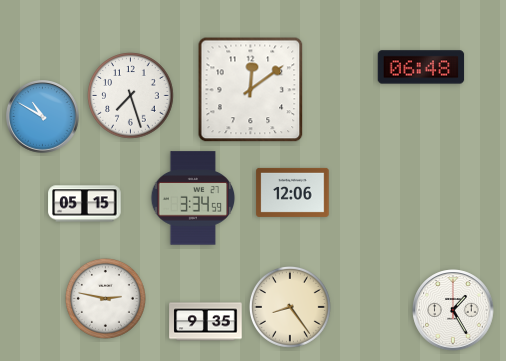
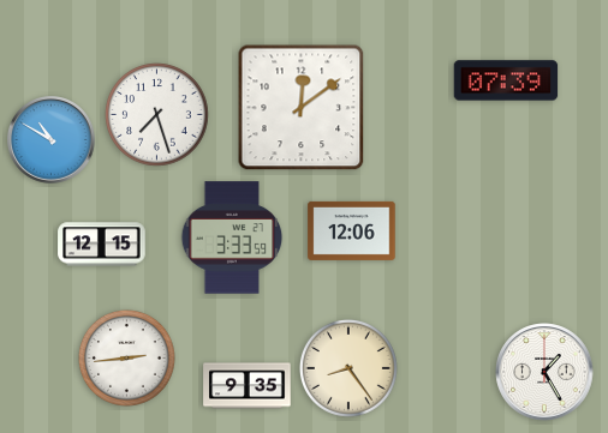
clock at (421, 67): 06:48 -> 07:39
clock at (193, 198): 3:34 -> 3:33
clock at (85, 204): 05:15 -> 12:15
clock at (105, 298): 2:47 -> 2:44
